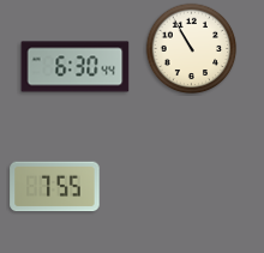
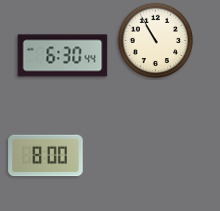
clock at (192, 49) position: (192, 49) -> (156, 41)
clock at (55, 187): 7:55 -> 8:00
